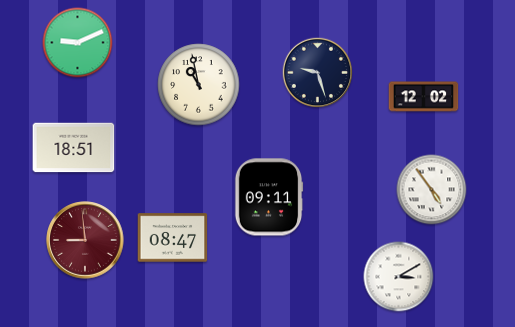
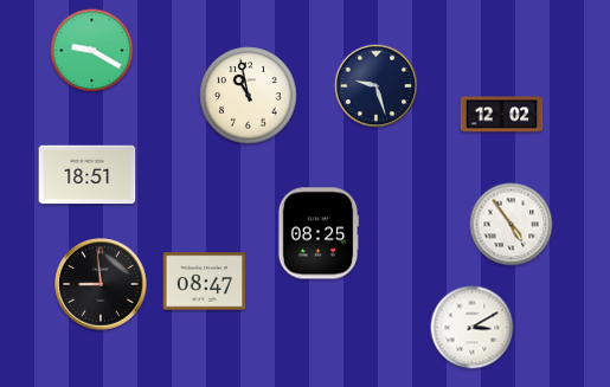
clock at (78, 43): 9:11 -> 9:20
clock at (199, 85) position: (199, 85) -> (249, 96)
clock at (269, 197): 09:11 -> 08:25
clock at (85, 240) dial: burgundy -> black
